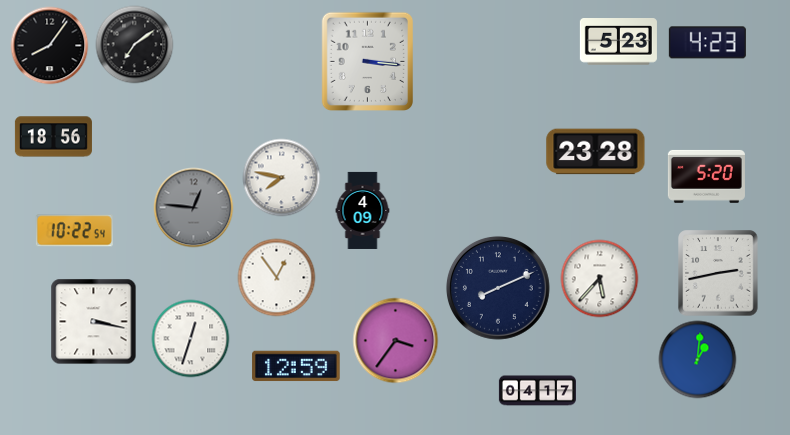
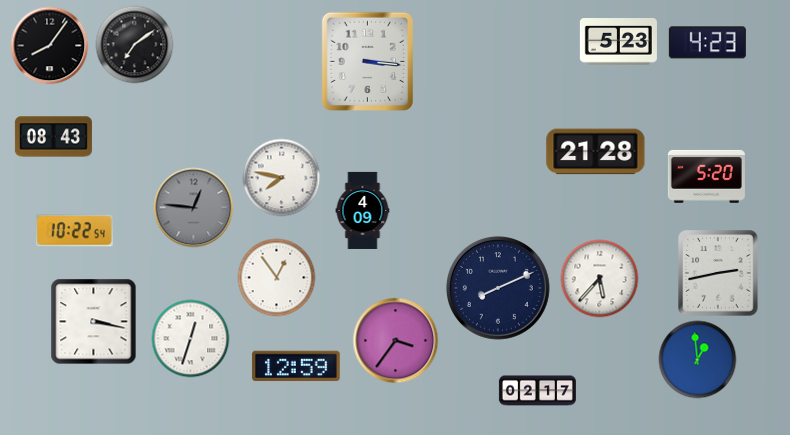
clock at (53, 137): 18:56 -> 08:43
clock at (596, 152): 23:28 -> 21:28
clock at (697, 359): 1:01 -> 12:59
clock at (537, 391): 04:17 -> 02:17
